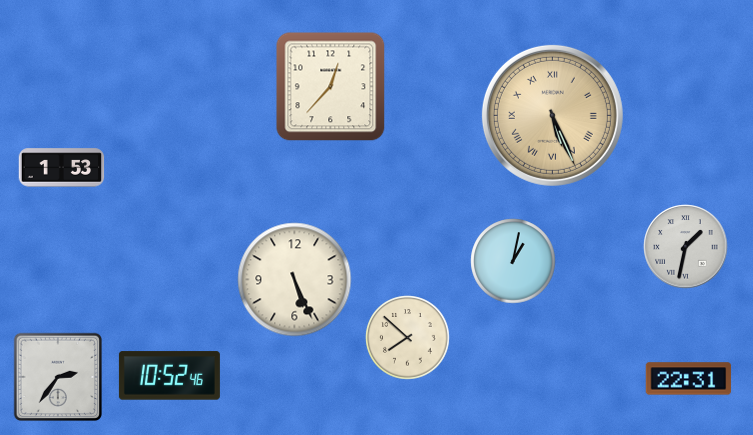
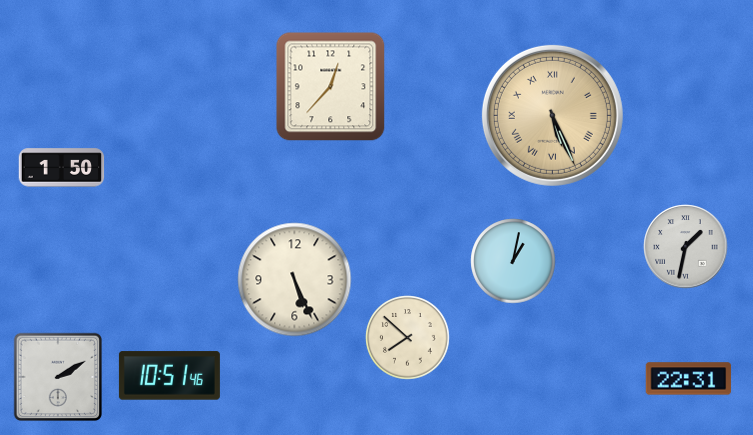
clock at (62, 168): 1:53 -> 1:50
clock at (57, 376): 2:36 -> 2:10
clock at (169, 376): 10:52 -> 10:51
